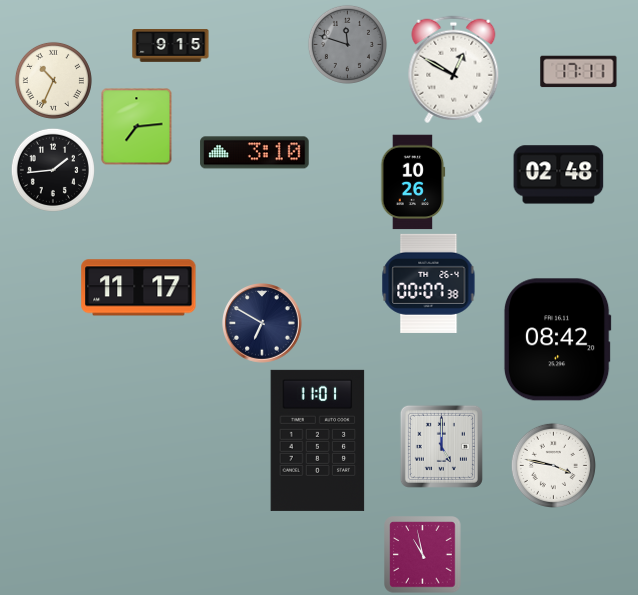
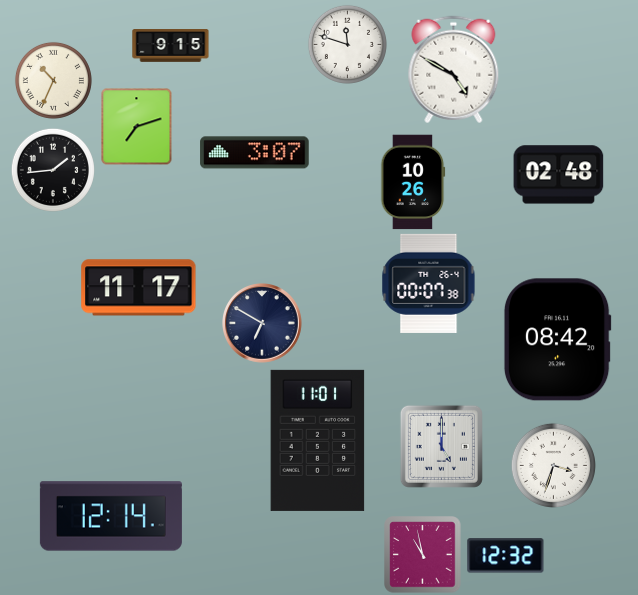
clock at (347, 44) dial: grey -> white
clock at (454, 70): 12:50 -> 4:50
clock at (579, 72): 17:11 -> none
clock at (137, 126): 7:14 -> 7:12
clock at (255, 153): 3:10 -> 3:07
clock at (553, 465): 3:47 -> 3:33
clock at (111, 516): none -> 12:14
clock at (506, 556): none -> 12:32
